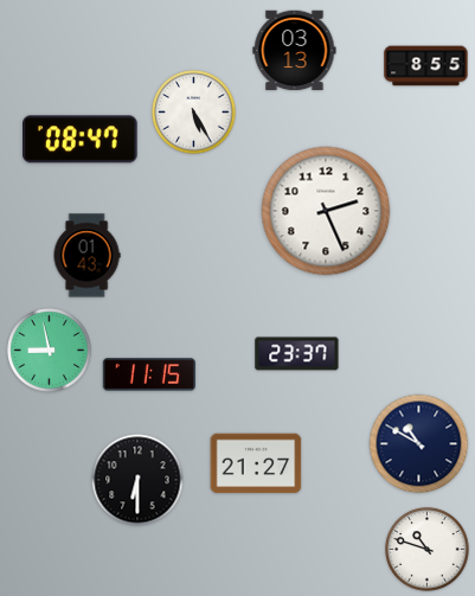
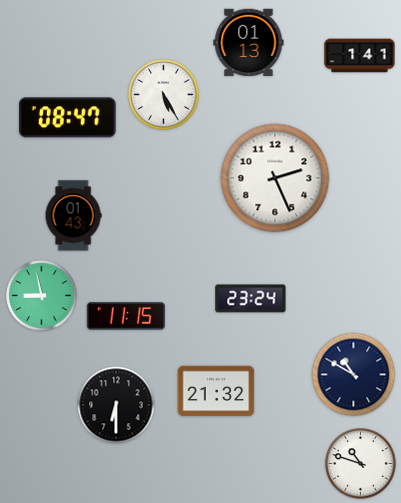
clock at (295, 51): 03:13 -> 01:13
clock at (426, 66): 8:55 -> 1:41
clock at (297, 354): 23:37 -> 23:24
clock at (256, 463): 21:27 -> 21:32
